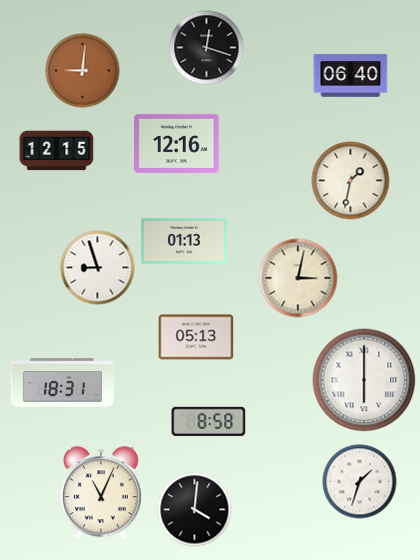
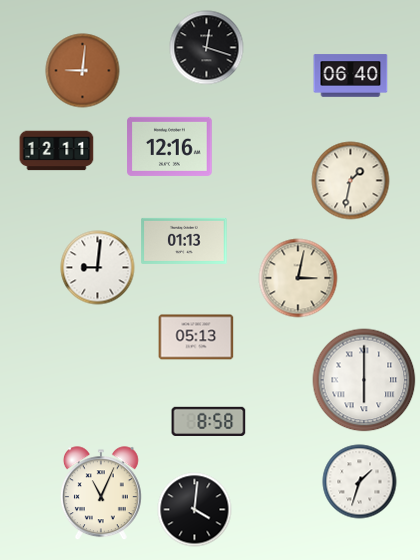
clock at (177, 143) position: (177, 143) -> (170, 146)
clock at (57, 151): 12:15 -> 12:11
clock at (98, 268): 8:57 -> 9:01
clock at (62, 383): 18:31 -> none
